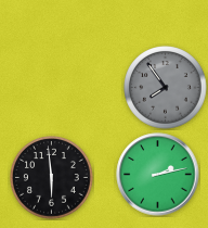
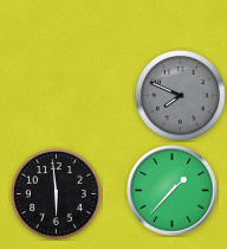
clock at (166, 88): 7:54 -> 7:49
clock at (158, 175): 2:13 -> 1:37
